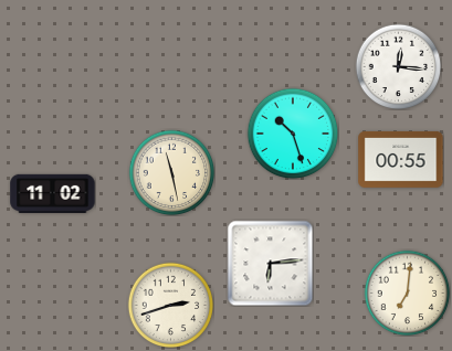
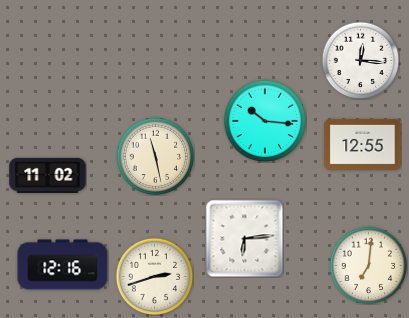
clock at (293, 134): 10:27 -> 10:16
clock at (401, 159): 00:55 -> 12:55
clock at (63, 265): none -> 12:16
